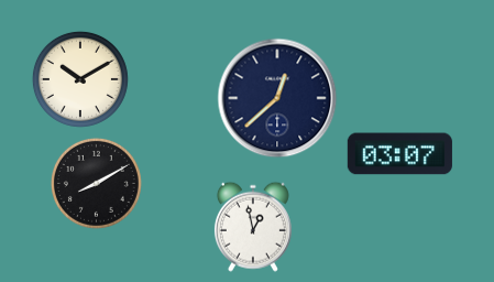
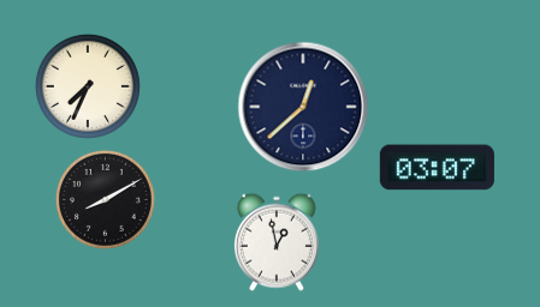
clock at (80, 79): 10:10 -> 7:34
clock at (253, 227) position: (253, 227) -> (277, 242)
